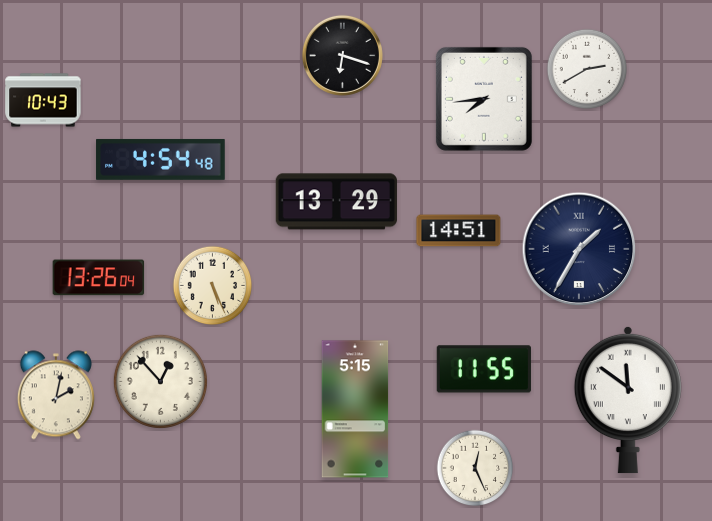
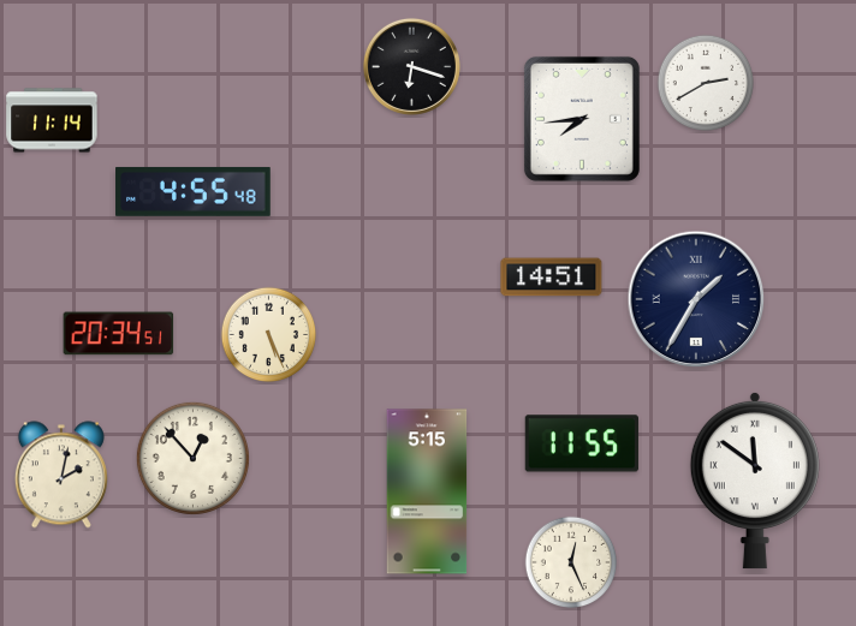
clock at (43, 100): 10:43 -> 11:14
clock at (161, 159): 4:54 -> 4:55
clock at (336, 202): 13:29 -> none
clock at (99, 278): 13:26 -> 20:34
clock at (213, 286) position: (213, 286) -> (269, 335)
clock at (56, 395) position: (56, 395) -> (61, 475)
